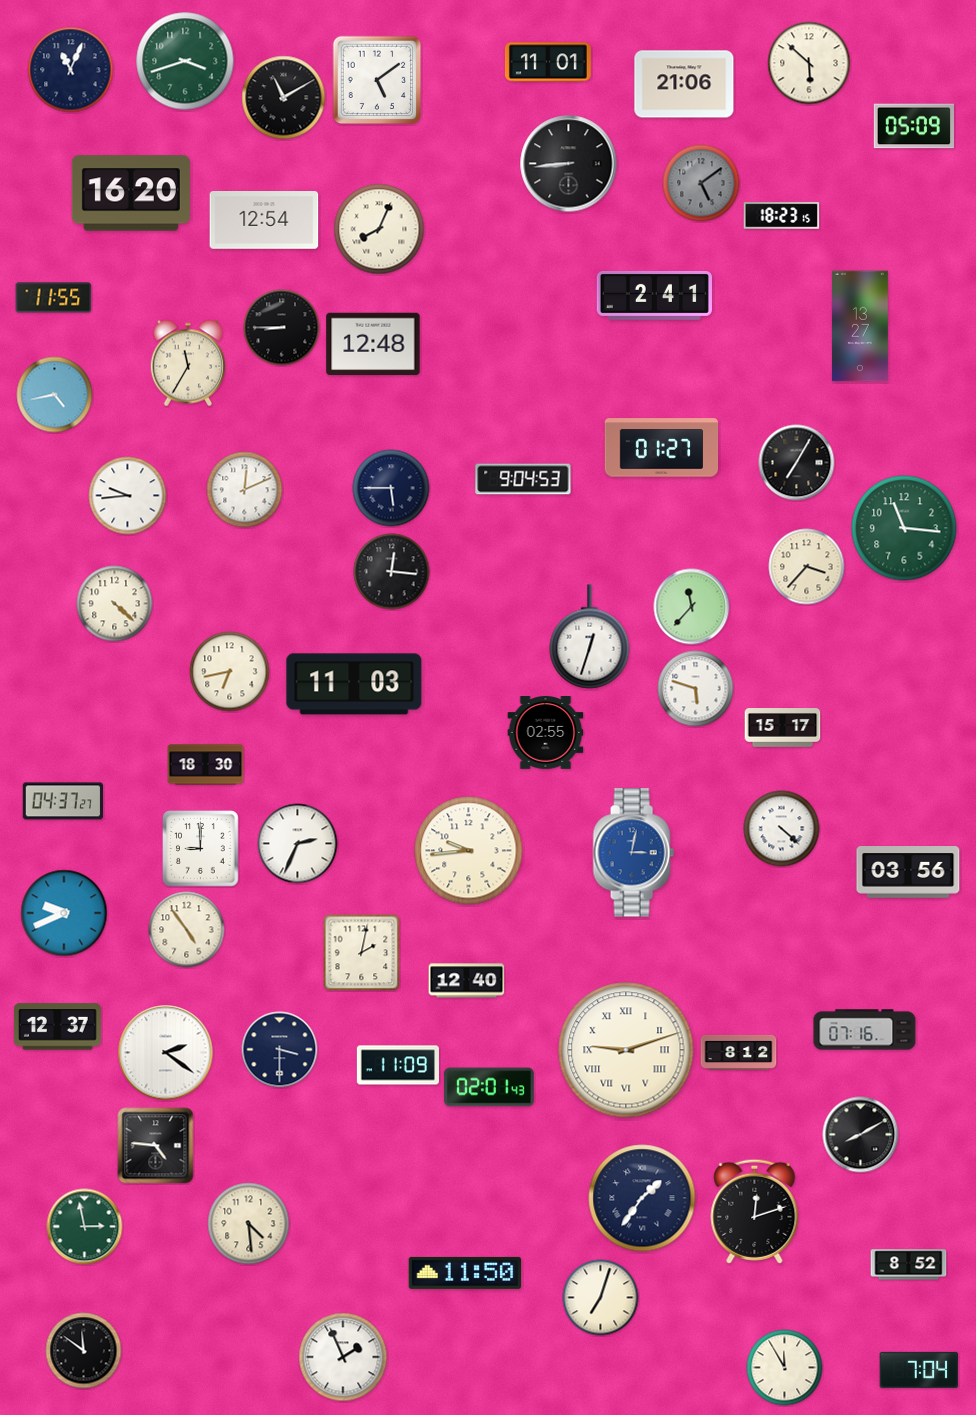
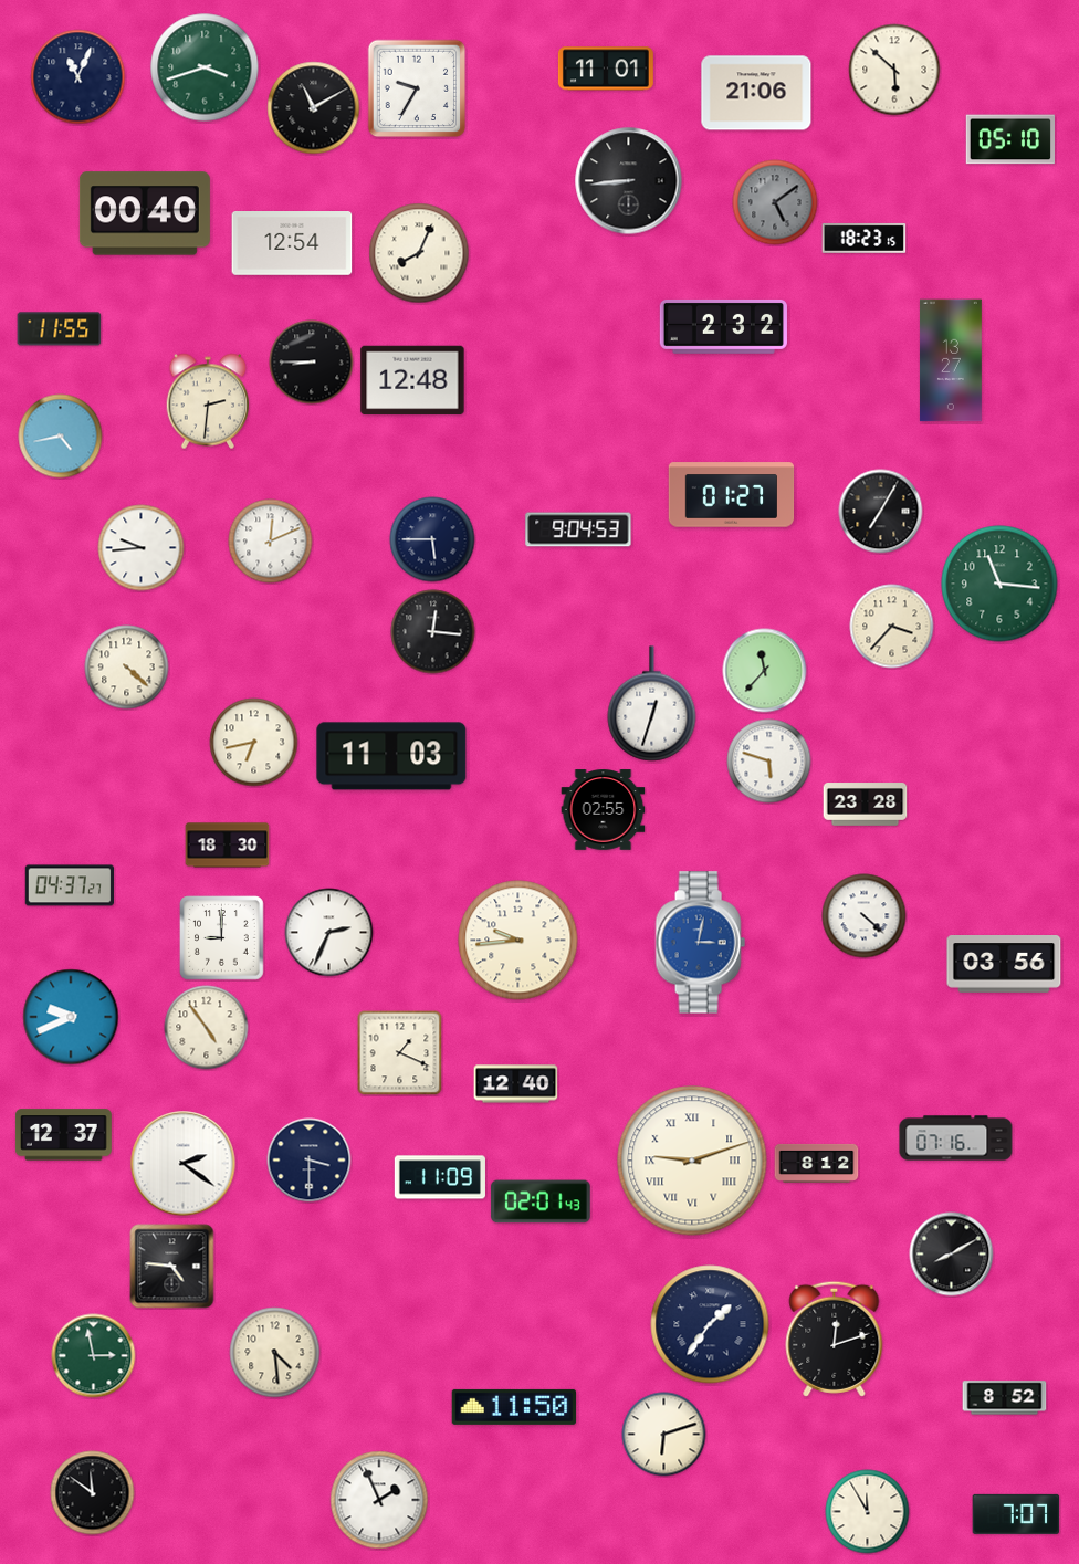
clock at (377, 80): 5:09 -> 9:35
clock at (913, 126): 05:09 -> 05:10
clock at (131, 193): 16:20 -> 00:40
clock at (654, 295): 2:41 -> 2:32
clock at (188, 363): 11:35 -> 2:31
clock at (783, 728): 15:17 -> 23:28
clock at (64, 913) position: (64, 913) -> (71, 1017)
clock at (362, 953): 2:02 -> 1:19
clock at (601, 1298): 7:03 -> 6:12
clock at (919, 1370): 7:04 -> 7:07
